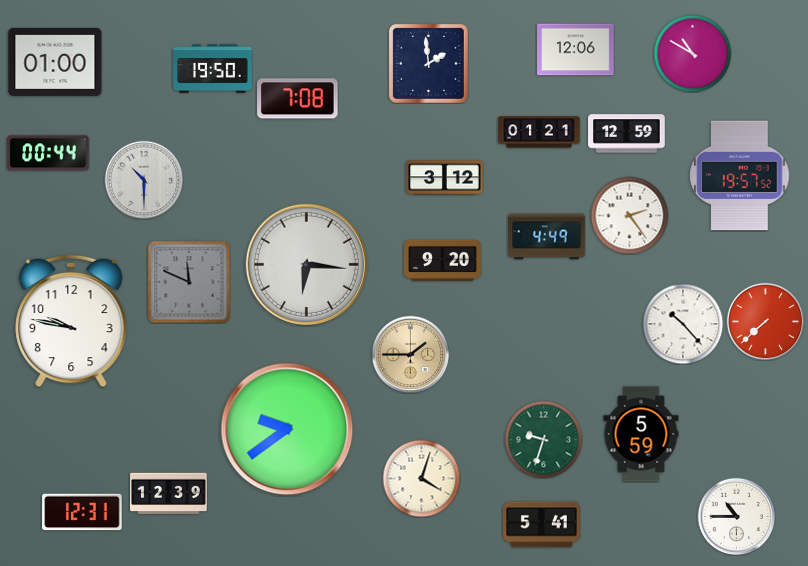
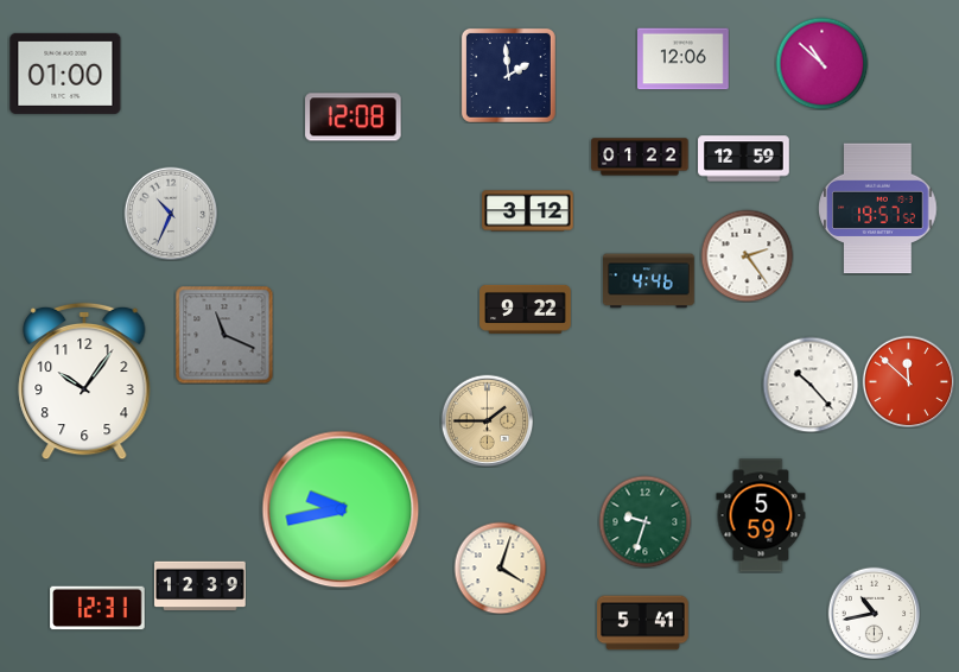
clock at (692, 53): 10:50 -> 10:52
clock at (213, 69): 19:50 -> none
clock at (298, 99): 7:08 -> 12:08
clock at (539, 132): 01:21 -> 01:22
clock at (48, 153): 00:44 -> none
clock at (144, 180): 10:30 -> 10:34
clock at (547, 237): 4:49 -> 4:46
clock at (443, 260): 9:20 -> 9:22
clock at (306, 264): 6:16 -> none
clock at (189, 282): 11:49 -> 11:19
clock at (71, 321): 9:47 -> 10:06
clock at (765, 321): 7:38 -> 11:52
clock at (287, 429): 9:39 -> 9:43
clock at (736, 516): 10:45 -> 10:43
